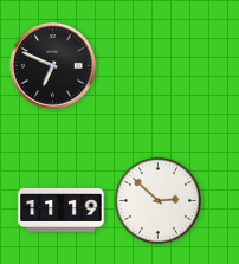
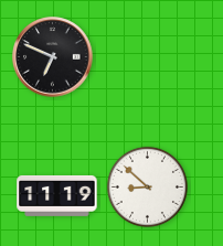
clock at (53, 66) position: (53, 66) -> (53, 57)
clock at (157, 200): 2:52 -> 8:52
